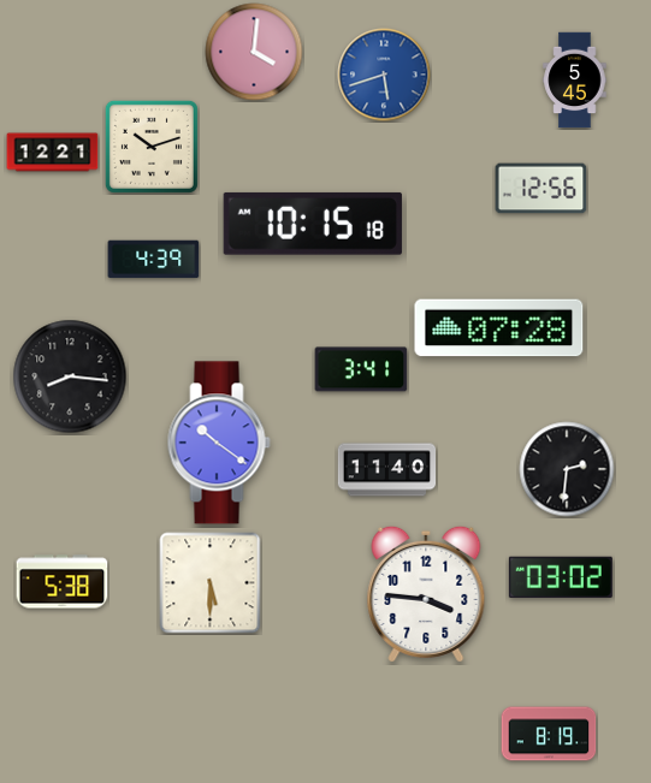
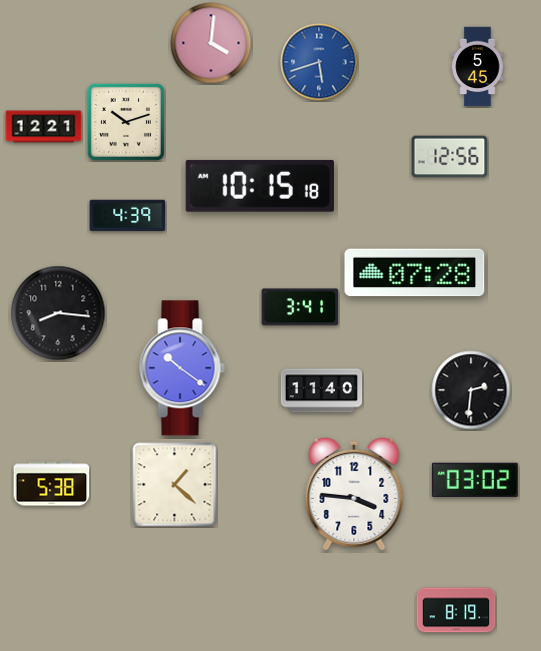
clock at (561, 577) position: (561, 577) -> (475, 480)
clock at (211, 583): 5:30 -> 1:22
